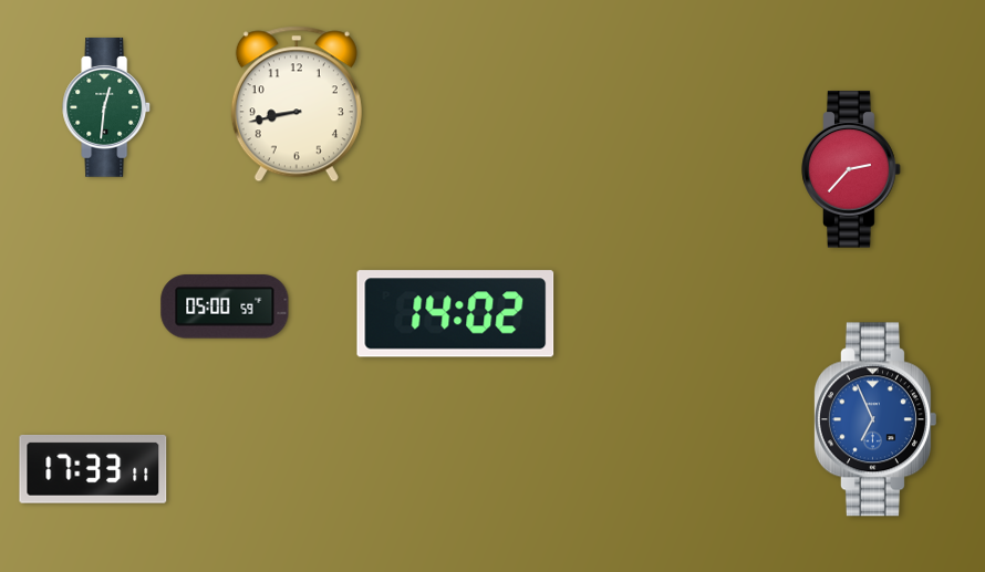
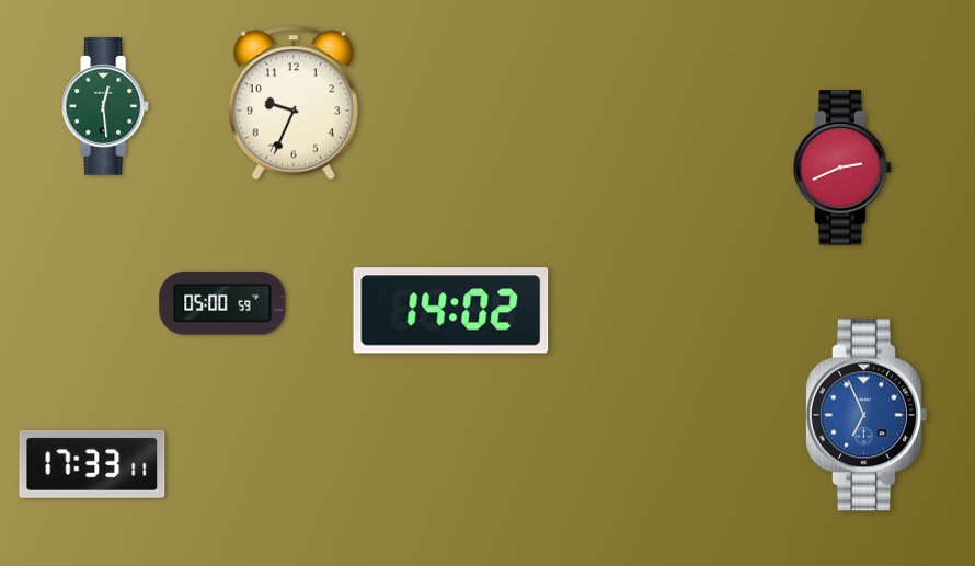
clock at (297, 104): 8:43 -> 9:34
clock at (107, 108): 12:31 -> 12:29
clock at (851, 169): 2:37 -> 2:41
